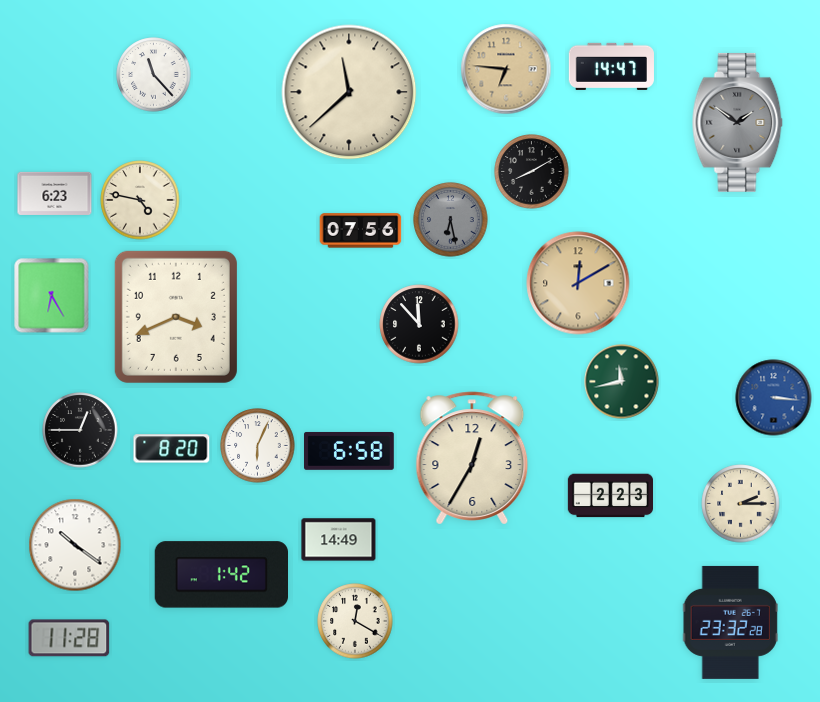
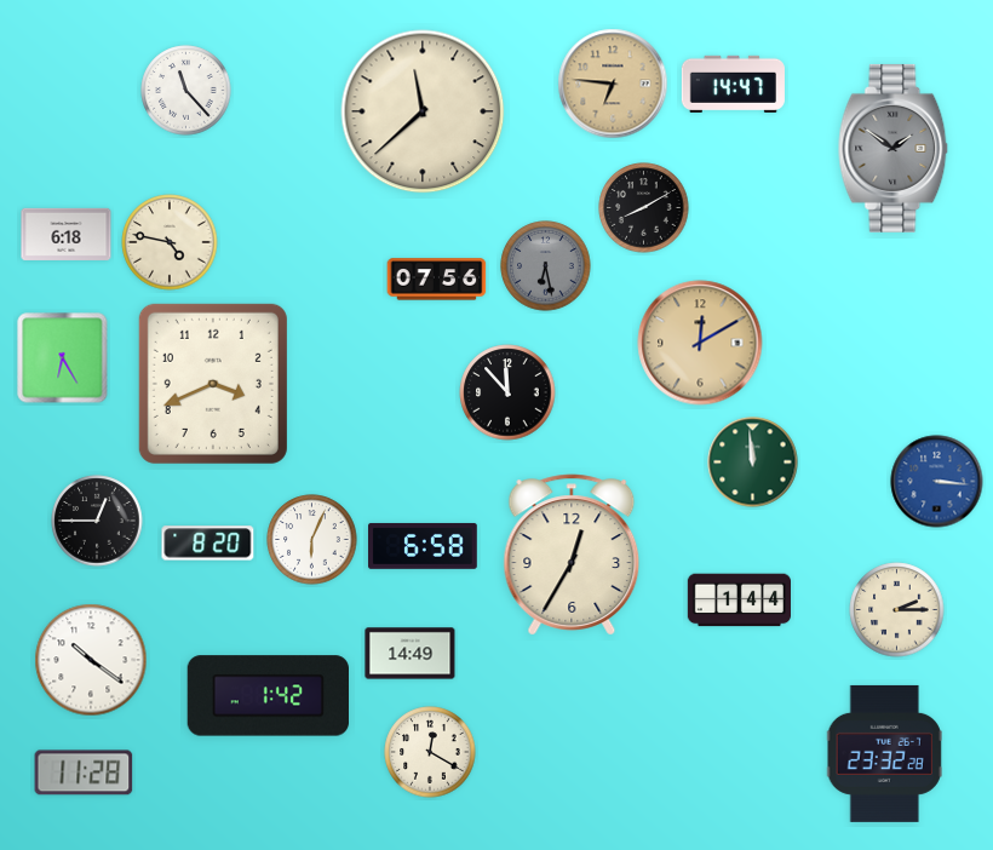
clock at (611, 66) position: (611, 66) -> (733, 84)
clock at (55, 193): 6:23 -> 6:18
clock at (622, 382): 11:43 -> 11:59
clock at (610, 496): 2:23 -> 1:44
